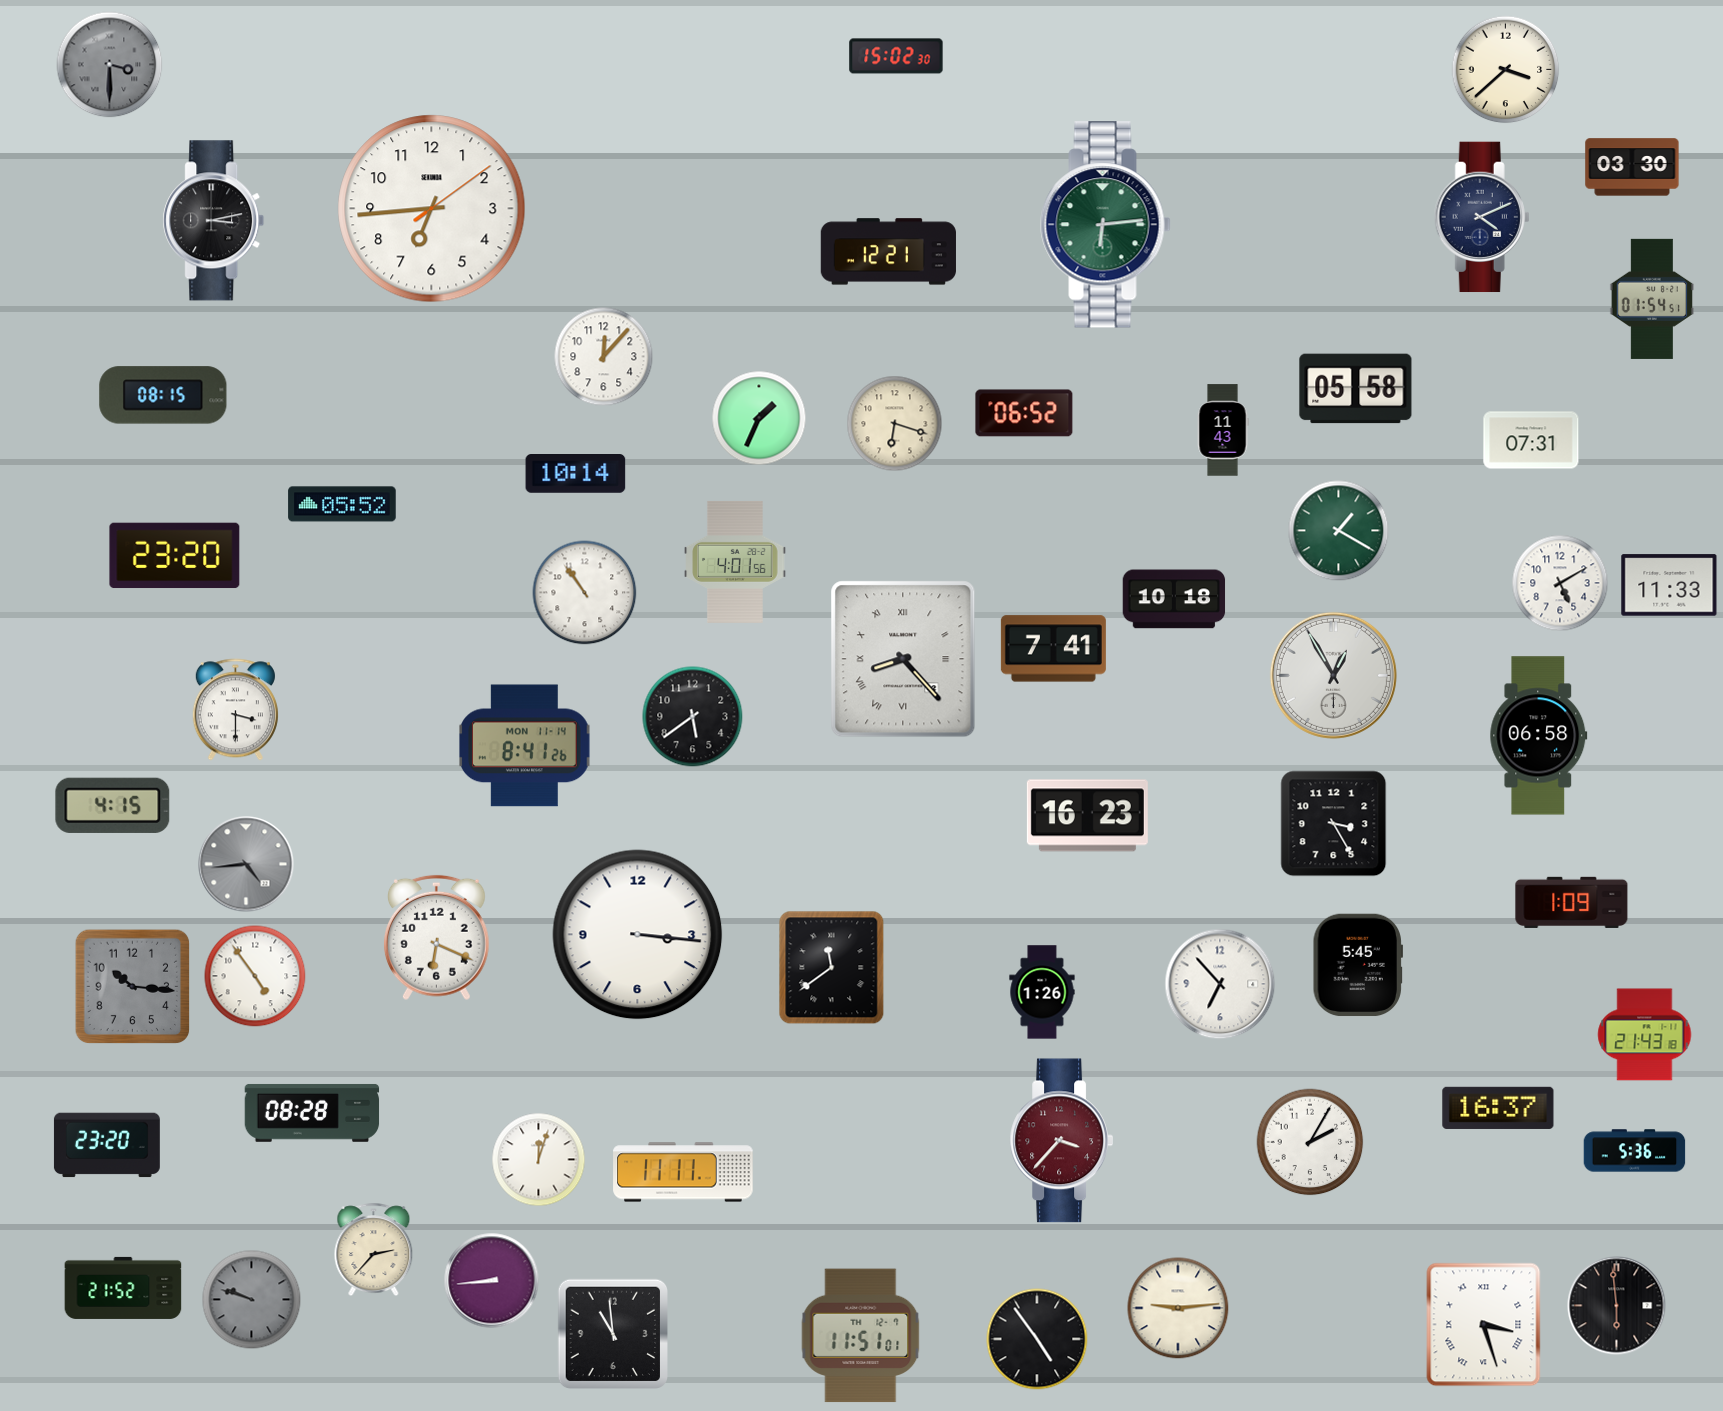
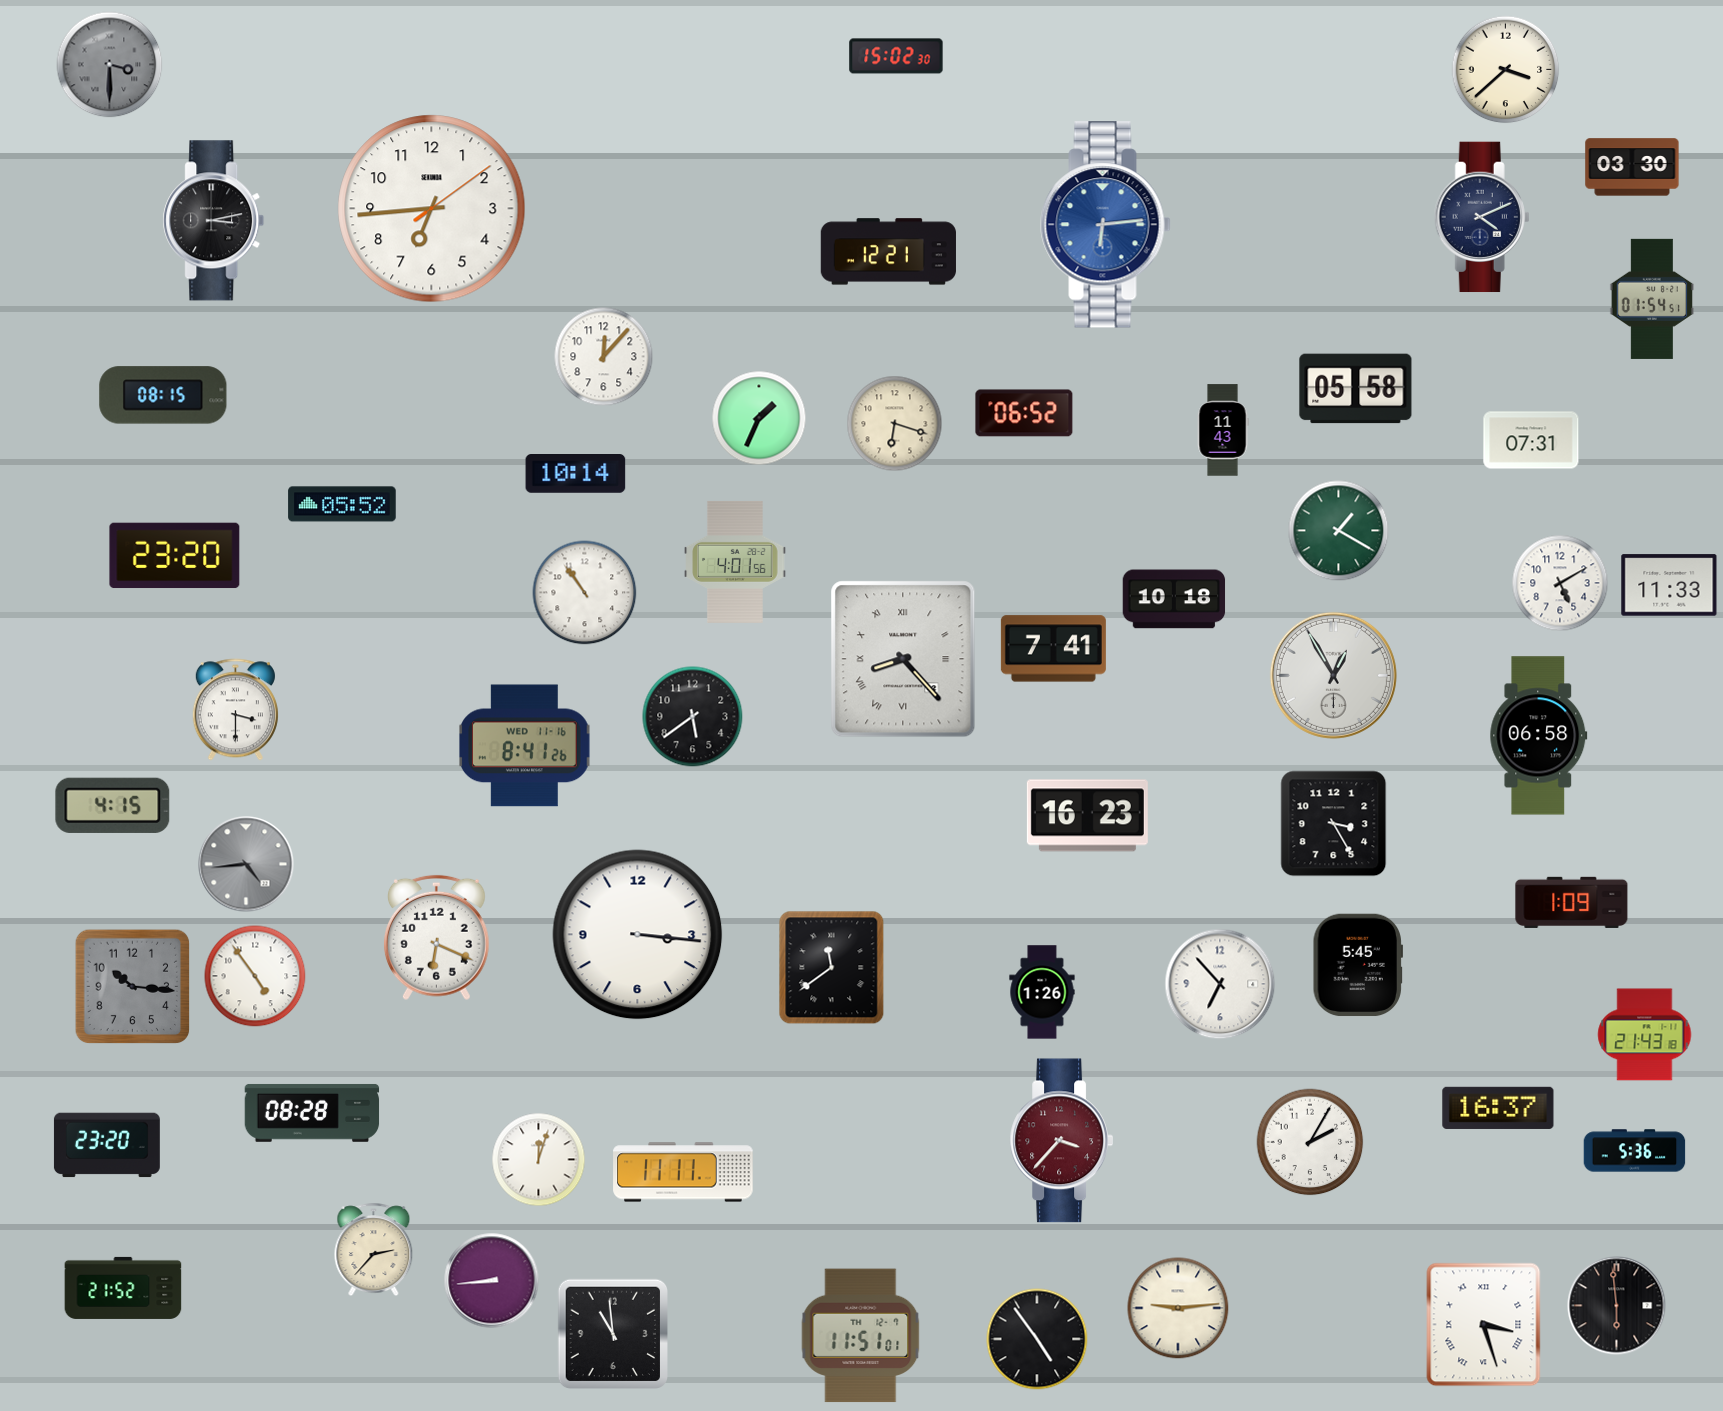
clock at (1106, 225) dial: green -> blue
clock at (525, 746) date: MON 11-14 -> WED 11-16
clock at (252, 1300): 9:48 -> none
